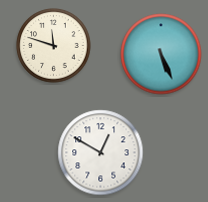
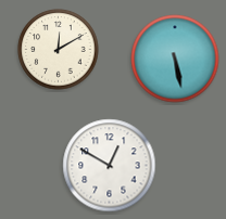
clock at (54, 46): 11:48 -> 12:10
clock at (161, 54): 5:26 -> 5:28
